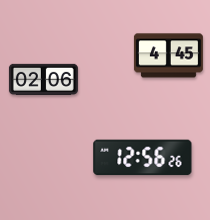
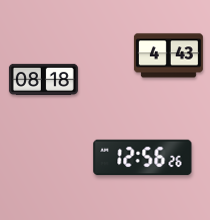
clock at (168, 56): 4:45 -> 4:43
clock at (43, 79): 02:06 -> 08:18
